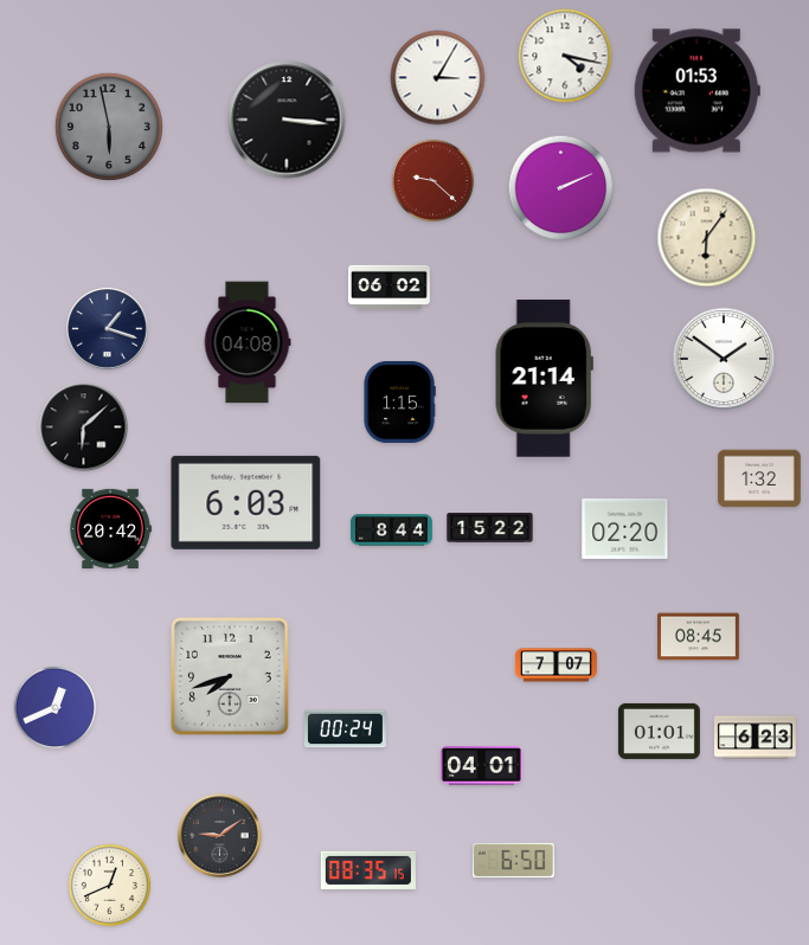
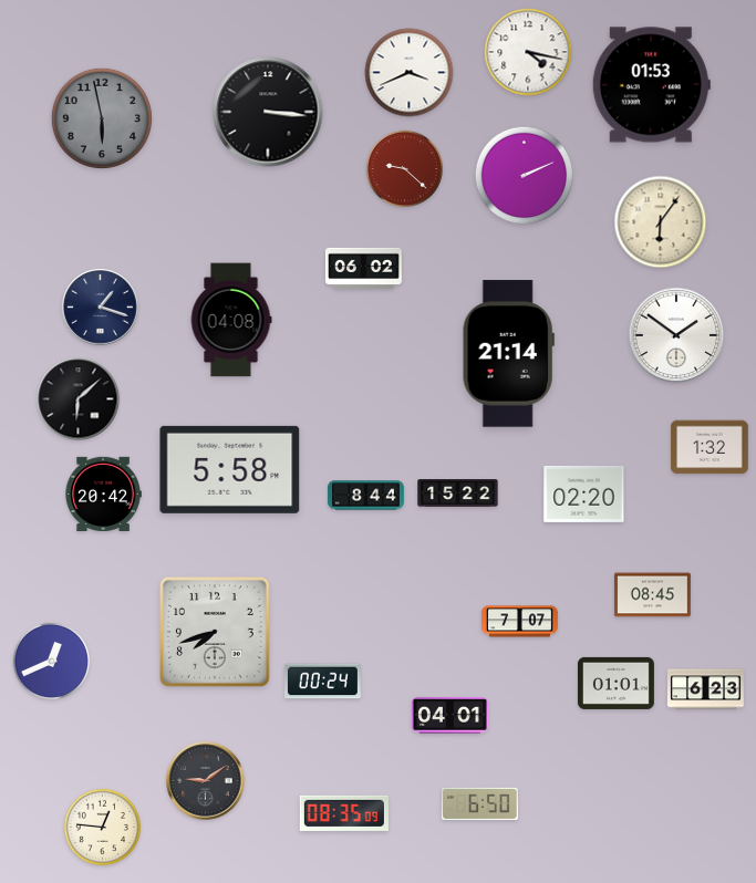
clock at (438, 78): 3:05 -> 3:41
clock at (399, 401): 1:15 -> none
clock at (246, 502): 6:03 -> 5:58
clock at (368, 870): 08:35:15 -> 08:35:09
clock at (110, 886): 12:41 -> 12:46
